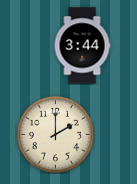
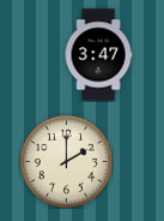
clock at (82, 46): 3:44 -> 3:47
